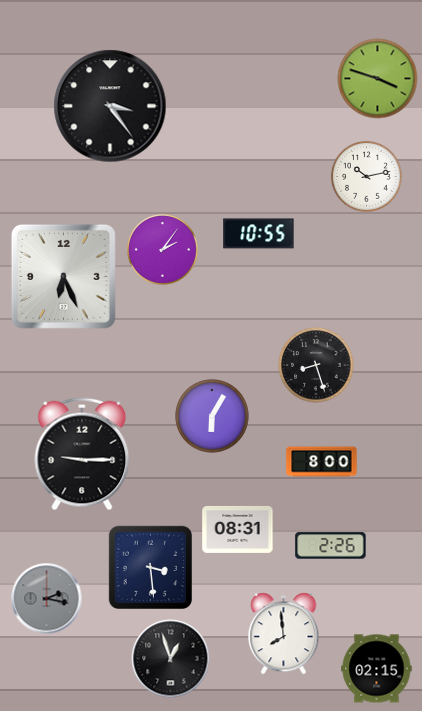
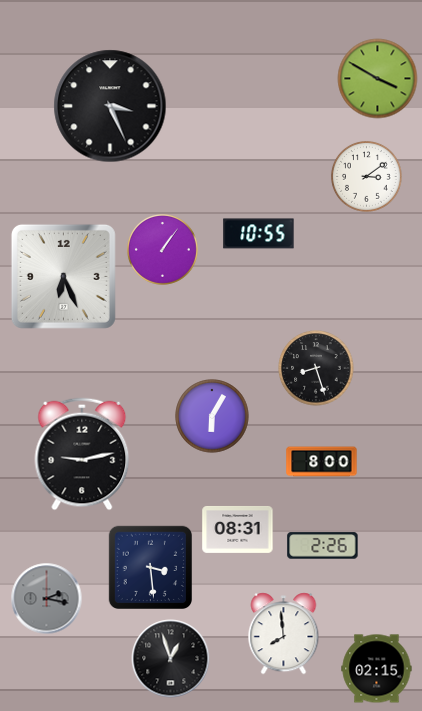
clock at (378, 79): 3:48 -> 3:50
clock at (110, 106): 3:24 -> 3:26
clock at (366, 176): 10:13 -> 3:09
clock at (162, 249): 2:06 -> 1:06
clock at (316, 365) position: (316, 365) -> (316, 368)
clock at (82, 454): 9:15 -> 9:13
clock at (331, 546) position: (331, 546) -> (323, 546)
